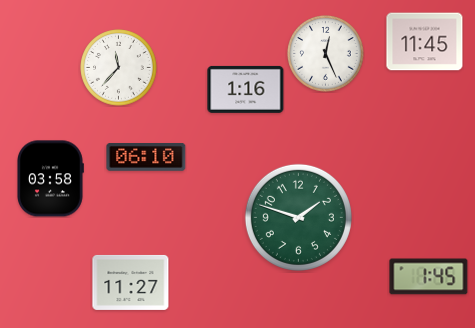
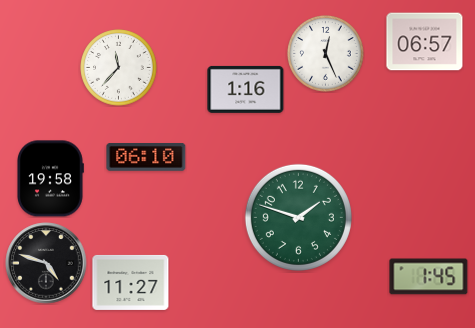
clock at (425, 42): 11:45 -> 06:57
clock at (51, 179): 03:58 -> 19:58
clock at (46, 263): none -> 4:48
